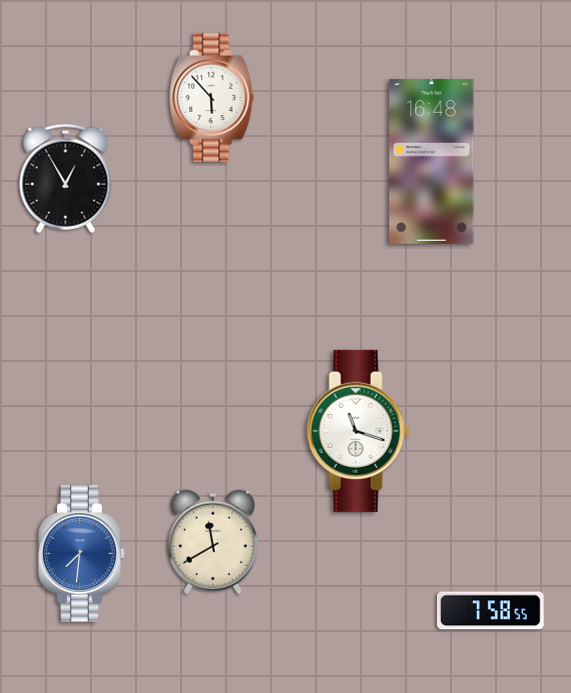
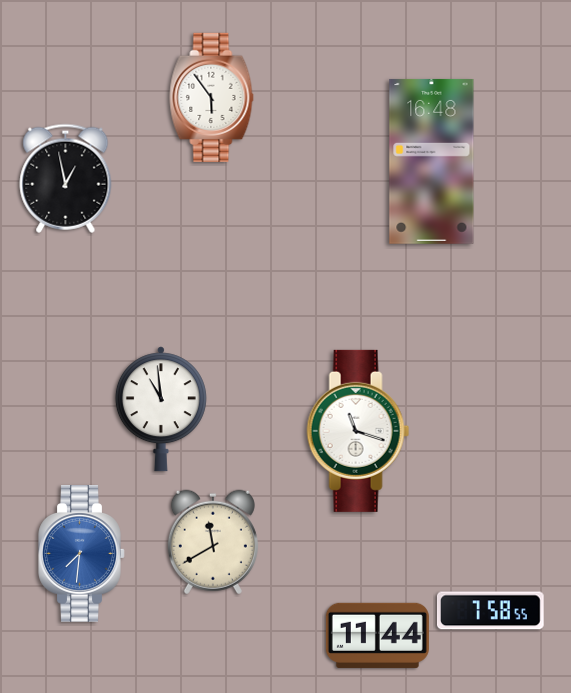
clock at (212, 97): 5:53 -> 5:54
clock at (66, 178): 12:55 -> 12:58
clock at (161, 409): none -> 10:59
clock at (377, 635): none -> 11:44
